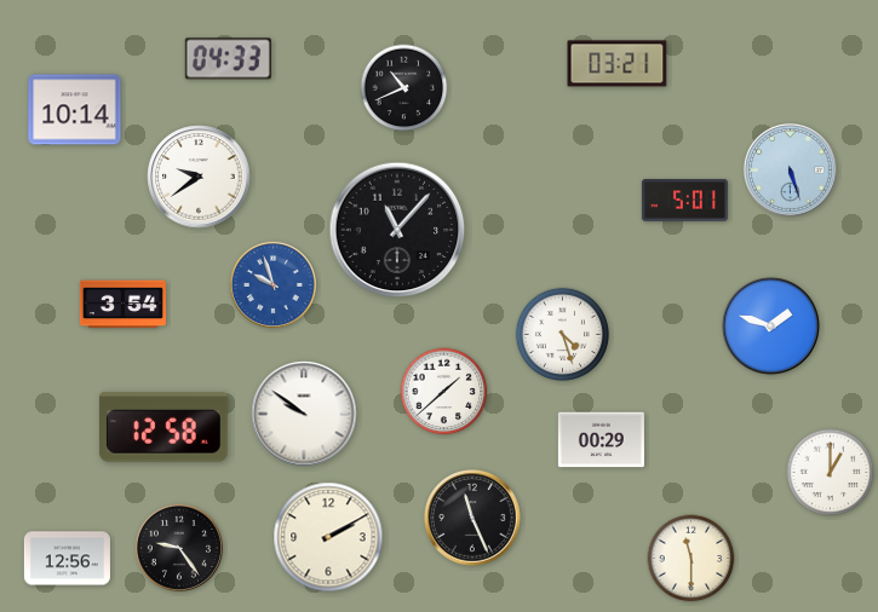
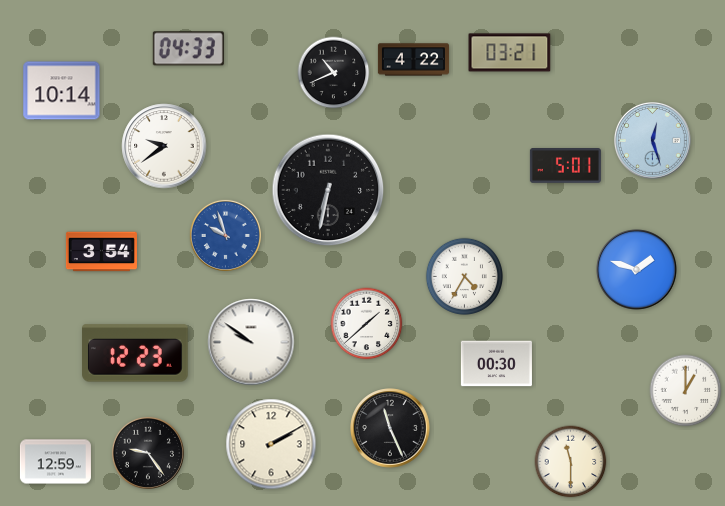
clock at (413, 60): none -> 4:22
clock at (791, 171): 5:27 -> 12:27
clock at (397, 230): 11:07 -> 6:32
clock at (562, 334): 4:27 -> 4:35
clock at (163, 427): 12:58 -> 12:23
clock at (601, 440): 00:29 -> 00:30
clock at (67, 559): 12:56 -> 12:59
